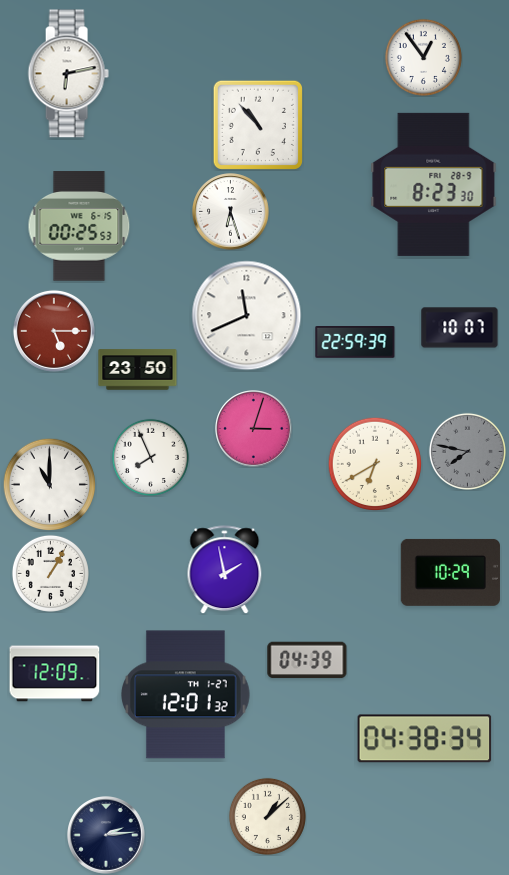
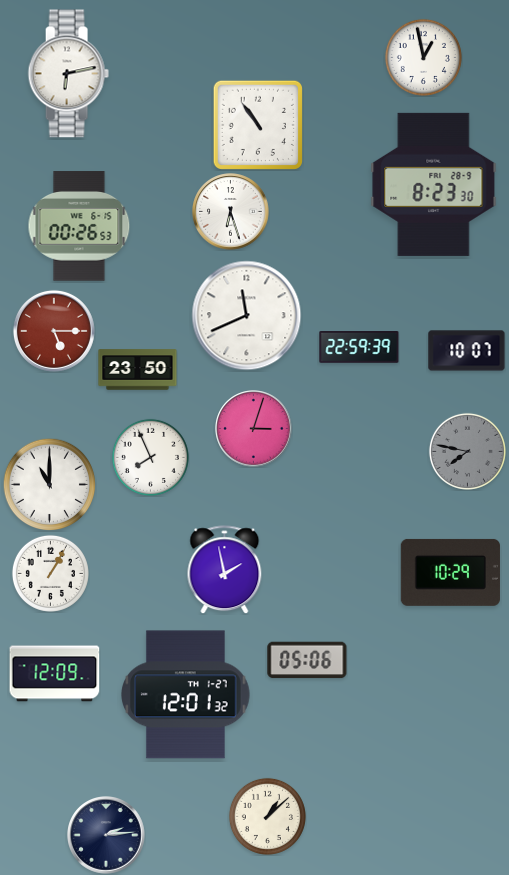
clock at (423, 57): 12:54 -> 12:58
clock at (258, 125): 10:53 -> 10:54
clock at (79, 226): 00:25 -> 00:26
clock at (460, 328) position: (460, 328) -> (467, 351)
clock at (355, 343) position: (355, 343) -> (359, 348)
clock at (375, 464): 6:40 -> none
clock at (307, 660): 04:39 -> 05:06
clock at (425, 739): 04:38 -> none
